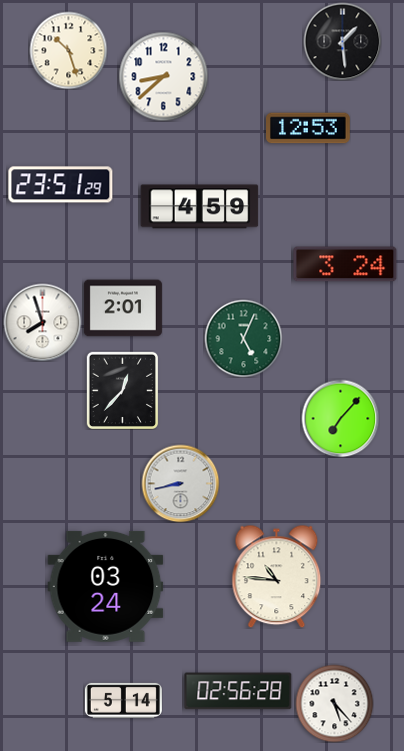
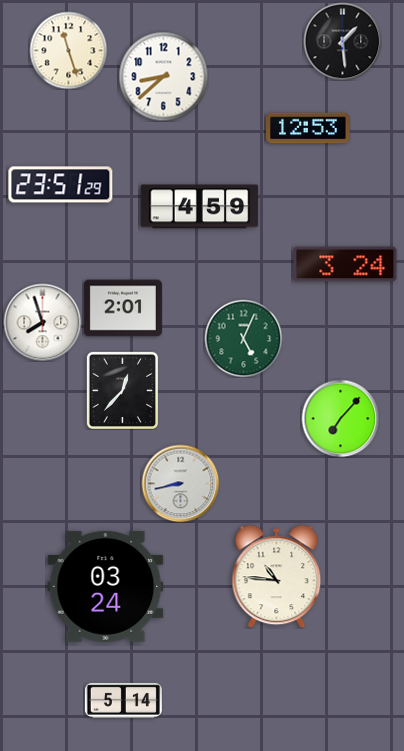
clock at (68, 50): 10:27 -> 11:27
clock at (238, 691): 02:56 -> none
clock at (334, 703): 5:23 -> none
